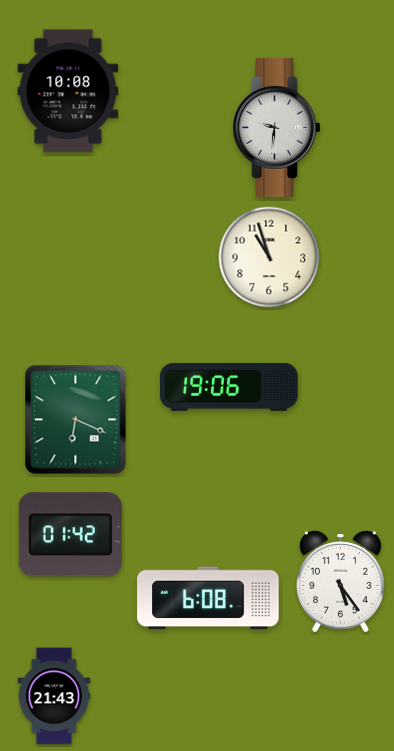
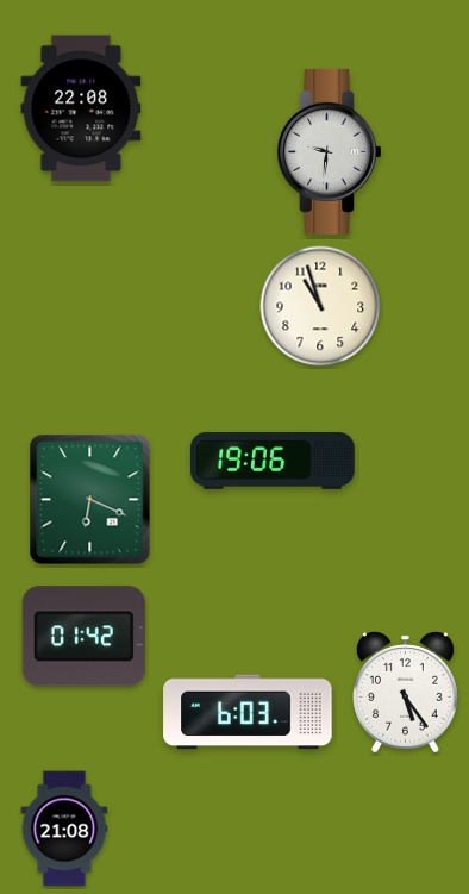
clock at (68, 91): 10:08 -> 22:08
clock at (208, 598): 6:08 -> 6:03
clock at (54, 696): 21:43 -> 21:08
